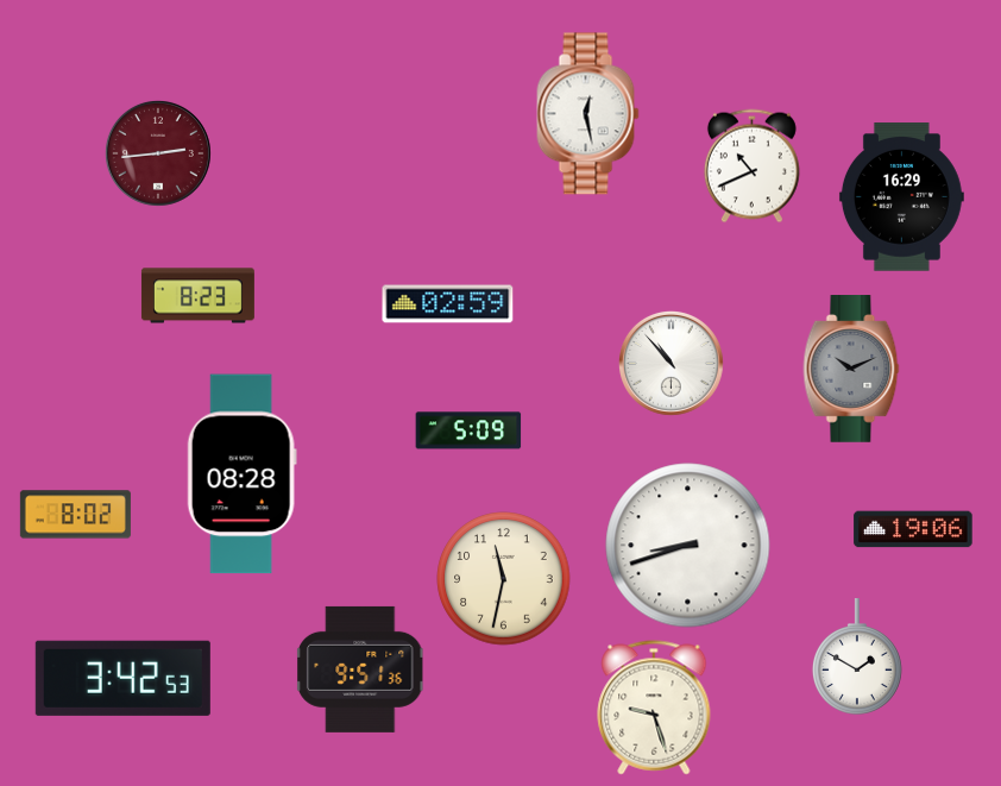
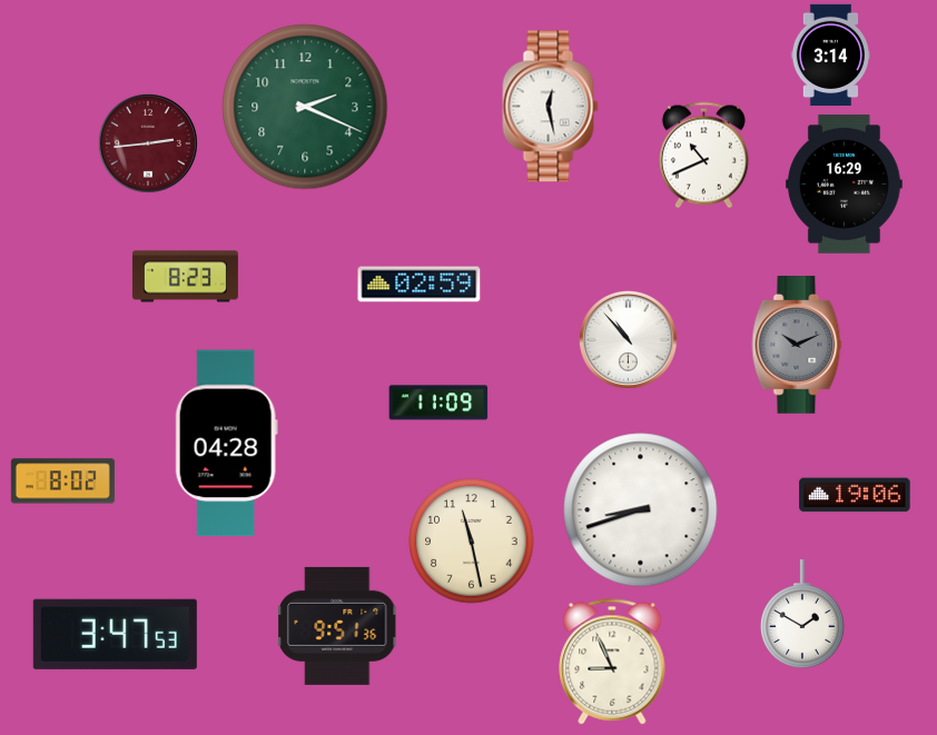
clock at (831, 54): none -> 3:14
clock at (305, 107): none -> 2:19
clock at (468, 430): 5:09 -> 11:09
clock at (241, 474): 08:28 -> 04:28
clock at (75, 515) position: (75, 515) -> (62, 481)
clock at (688, 546) position: (688, 546) -> (641, 510)
clock at (504, 579): 11:32 -> 11:28
clock at (122, 678): 3:42 -> 3:47
clock at (654, 708): 9:27 -> 8:56
